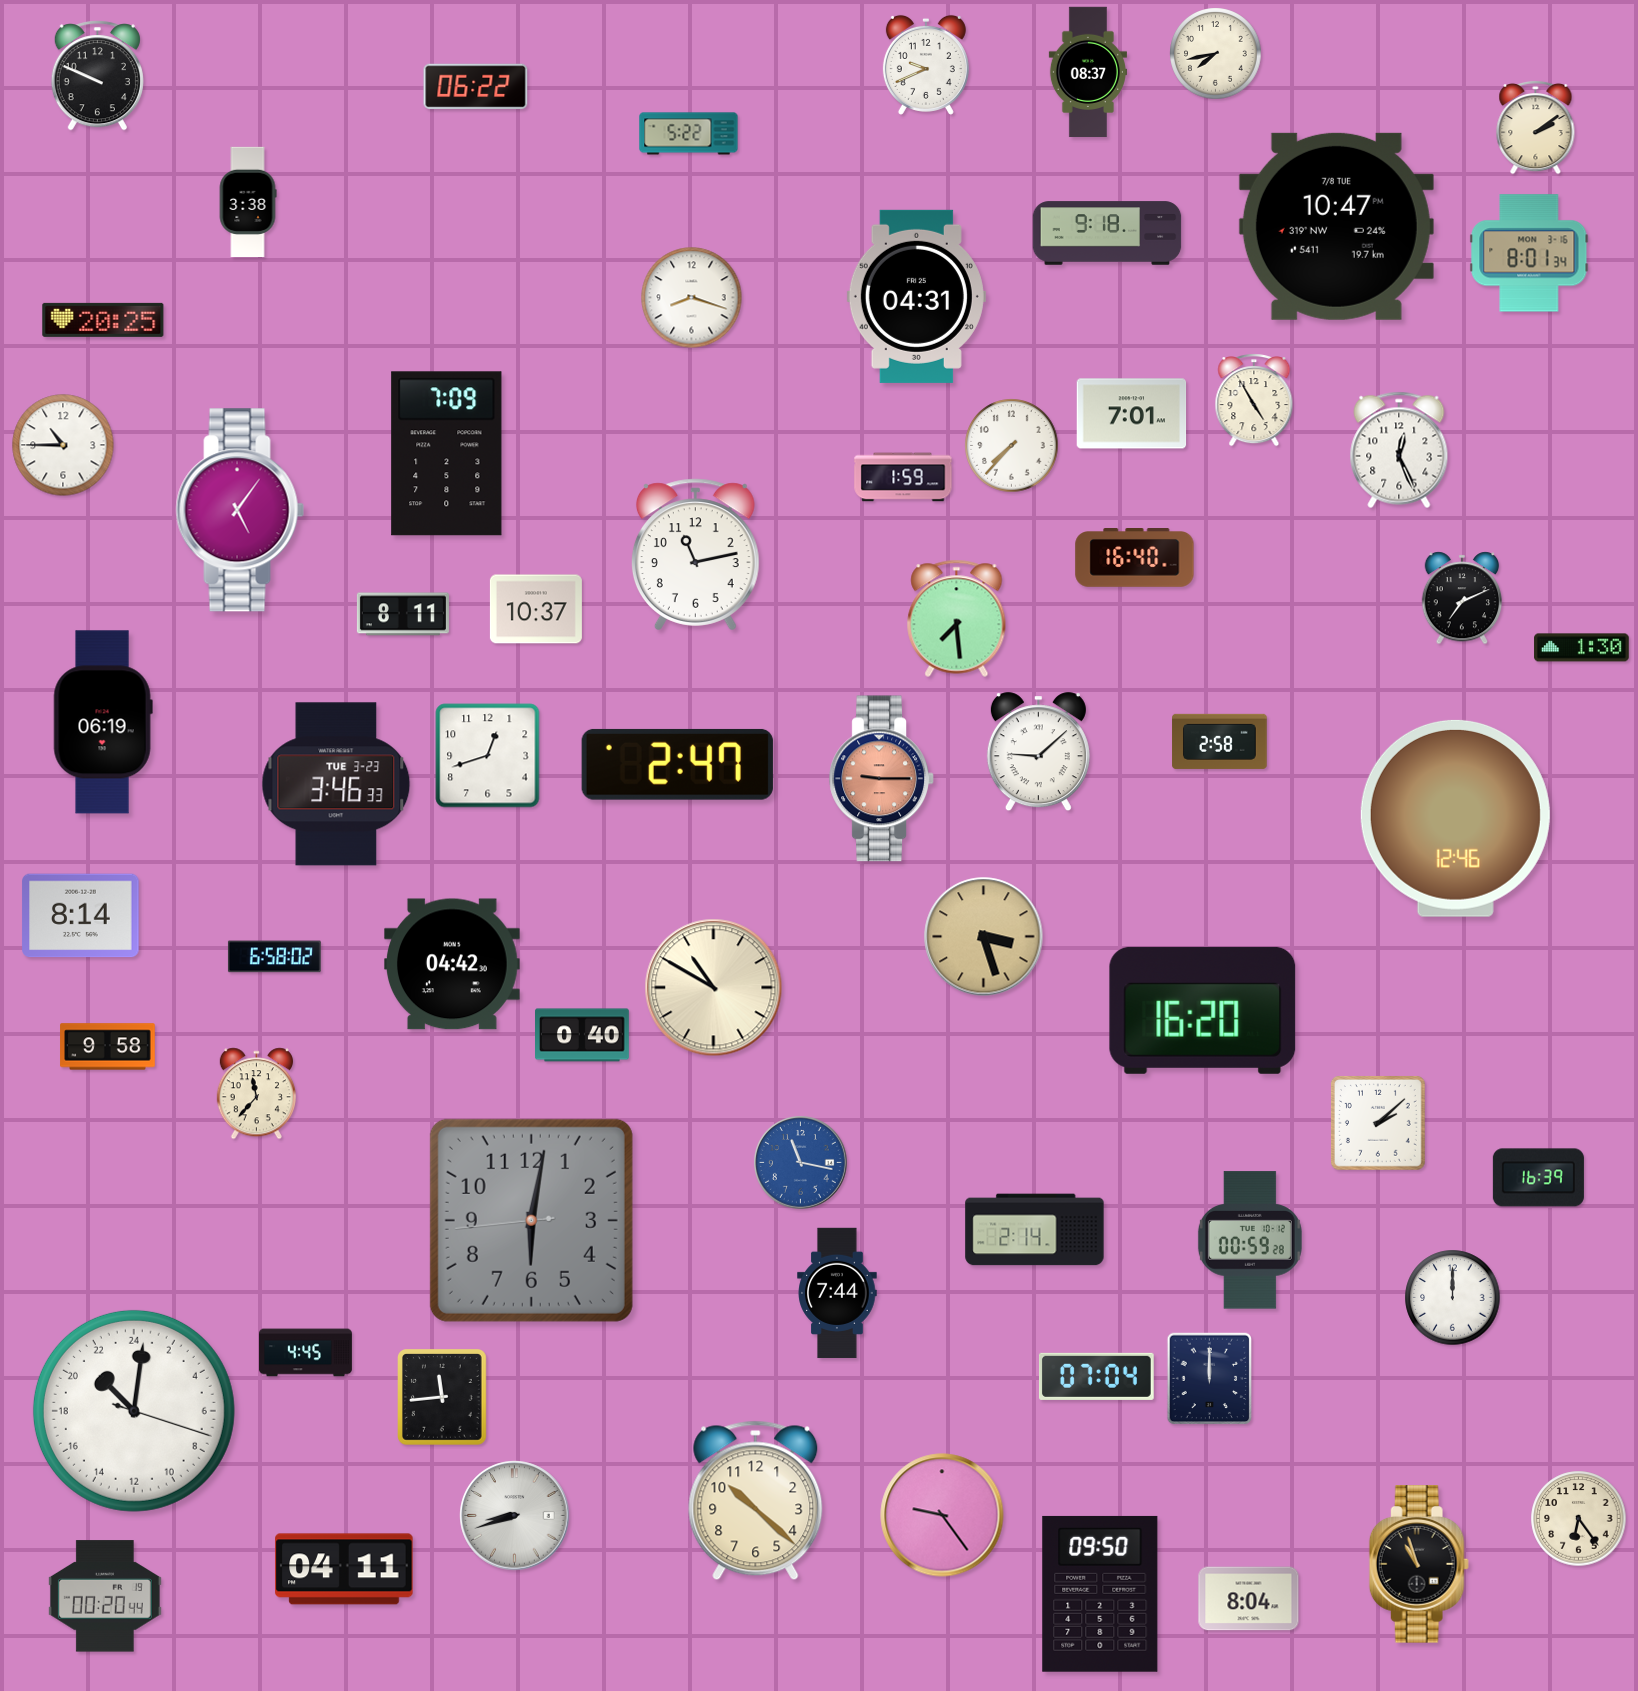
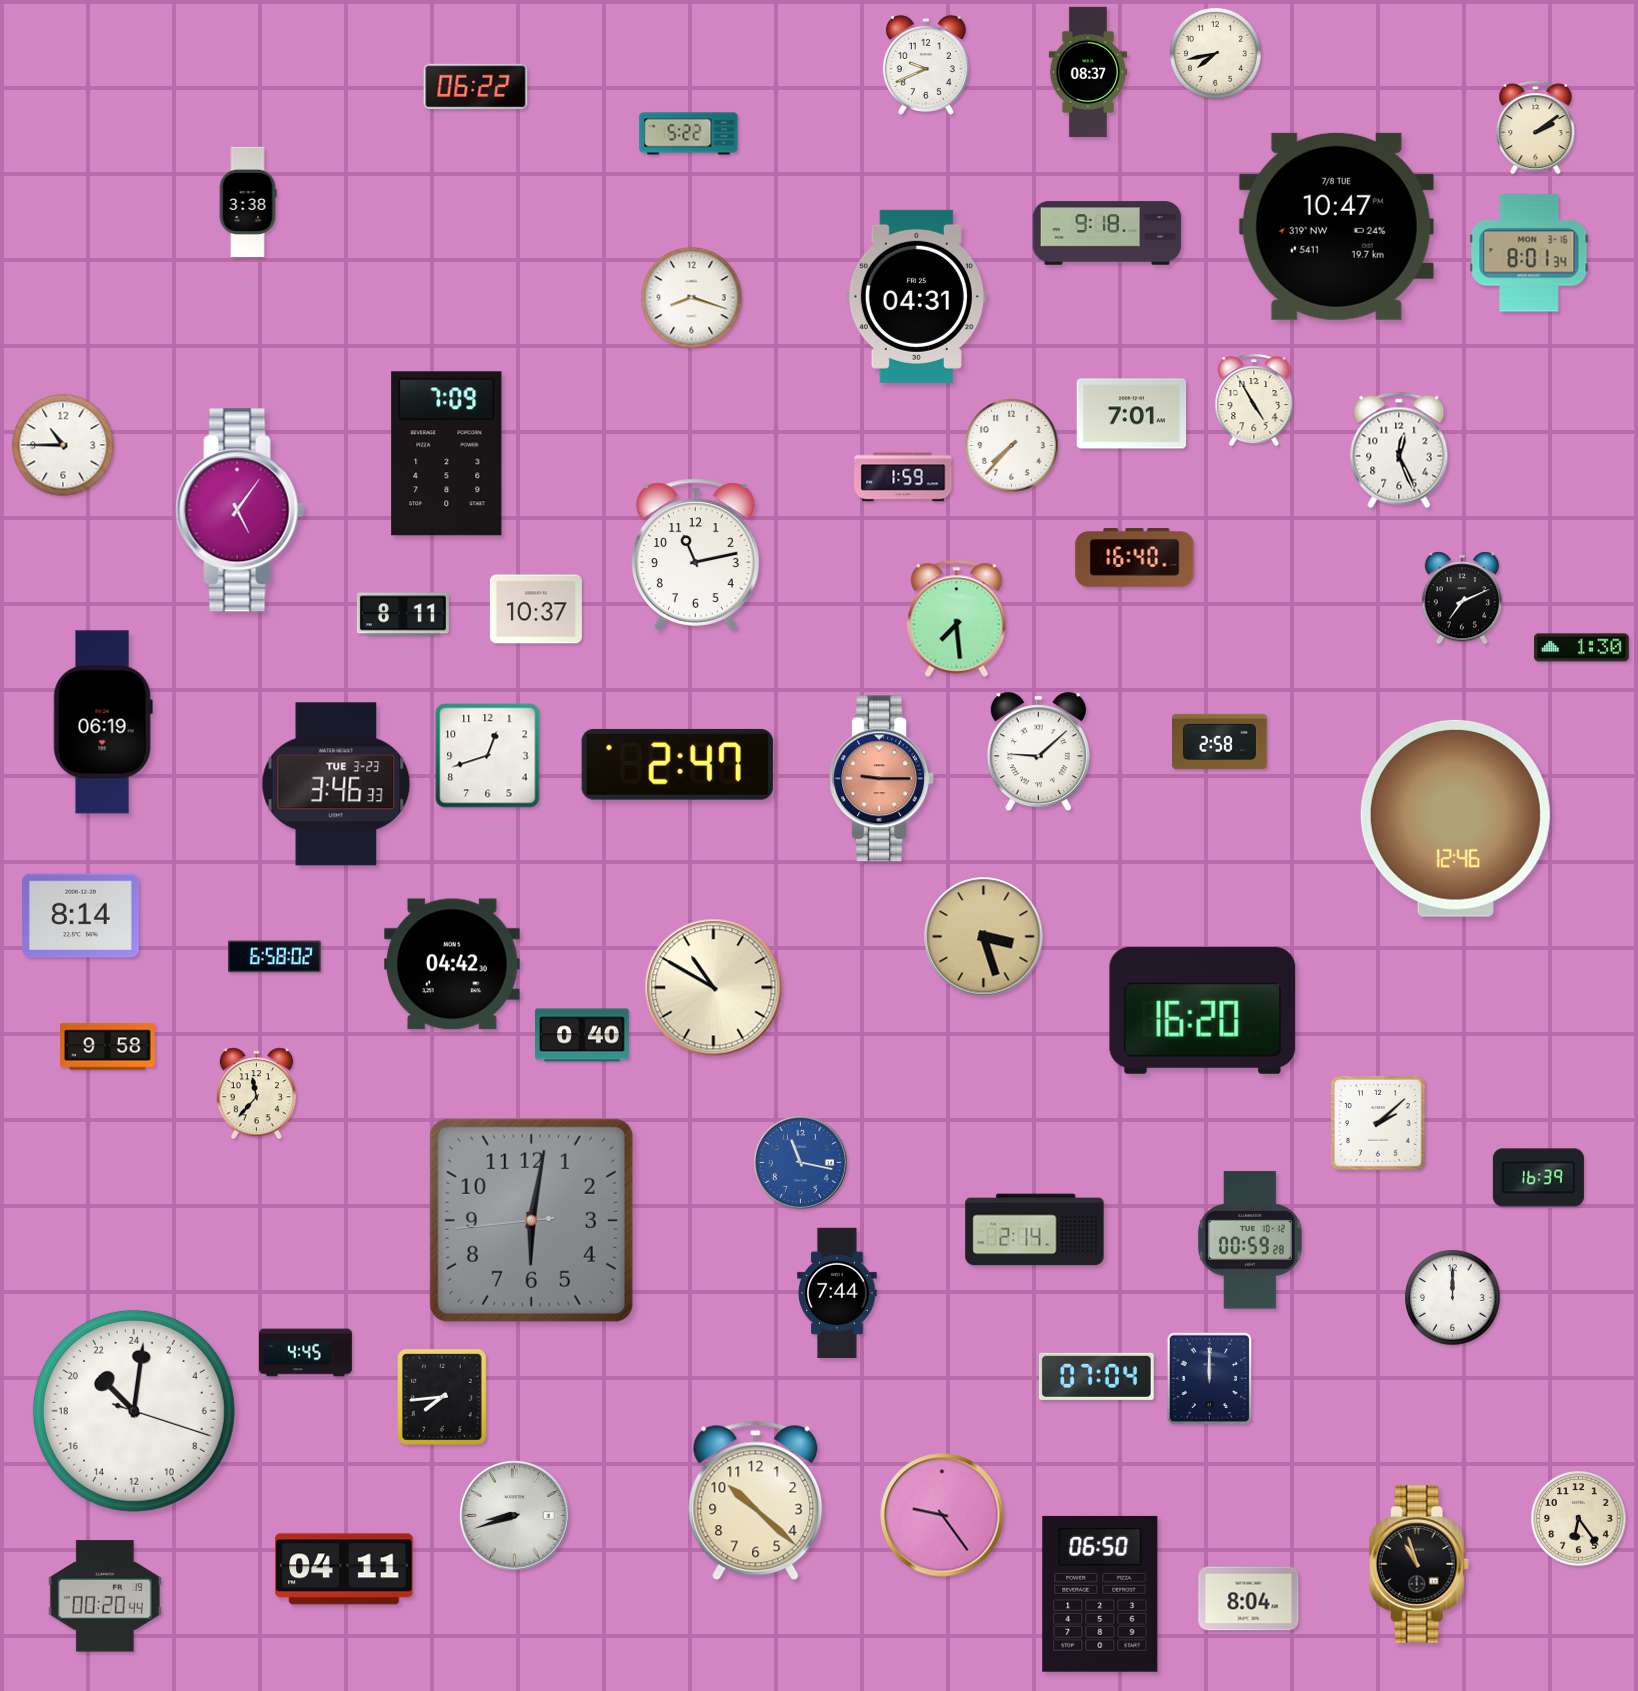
clock at (97, 76): 9:49 -> none
clock at (103, 320): 20:25 -> none
clock at (443, 1398): 11:44 -> 7:44
clock at (1100, 1594): 09:50 -> 06:50
